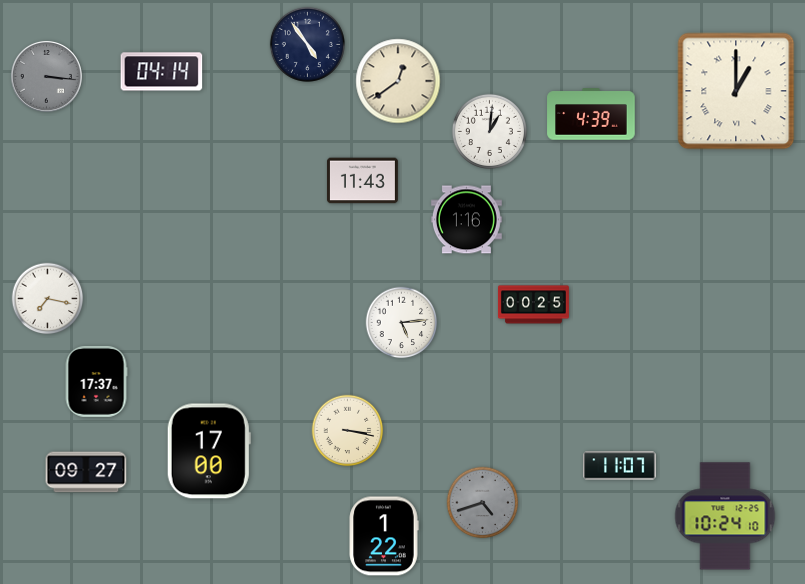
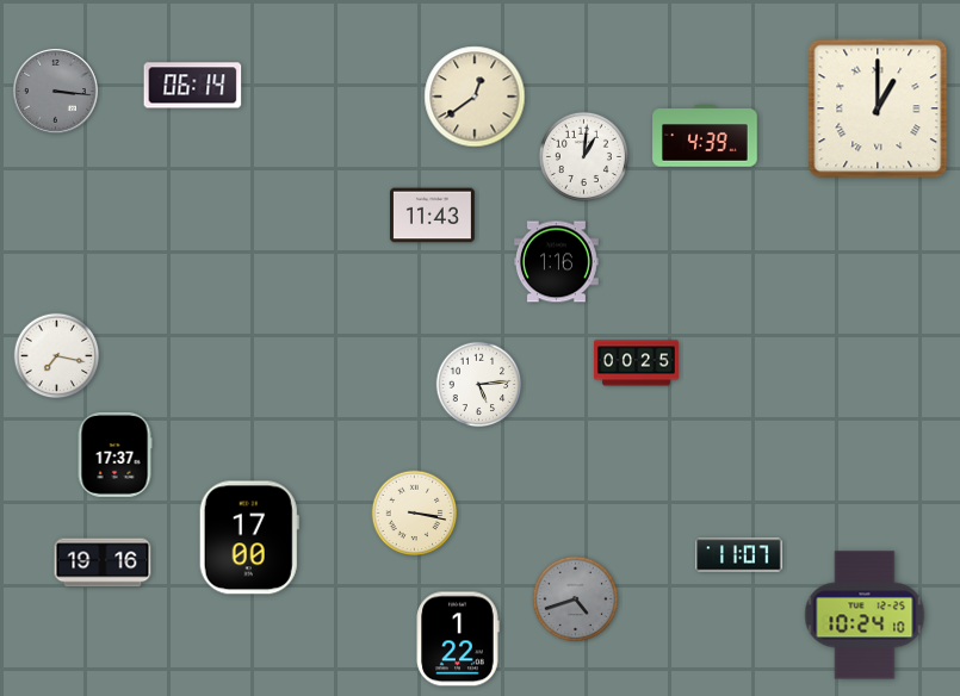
clock at (307, 44): 4:54 -> none
clock at (162, 72): 04:14 -> 06:14
clock at (86, 472): 09:27 -> 19:16
